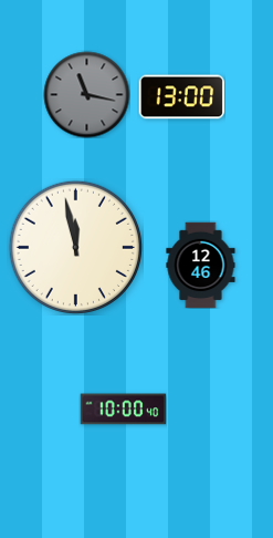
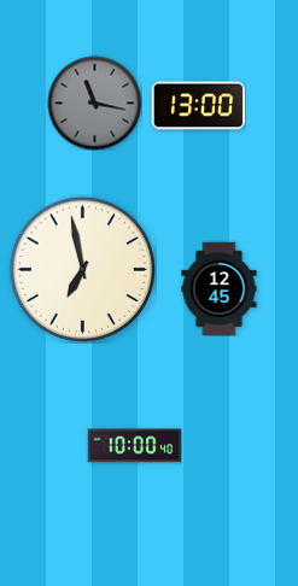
clock at (75, 247): 11:58 -> 6:58
clock at (201, 265): 12:46 -> 12:45
